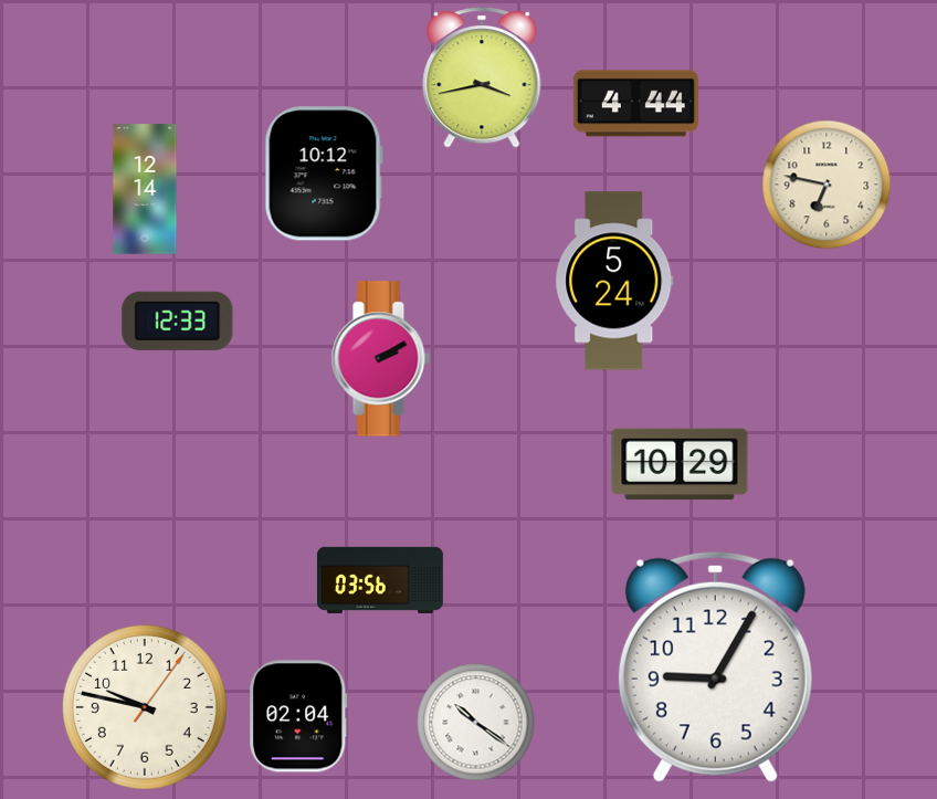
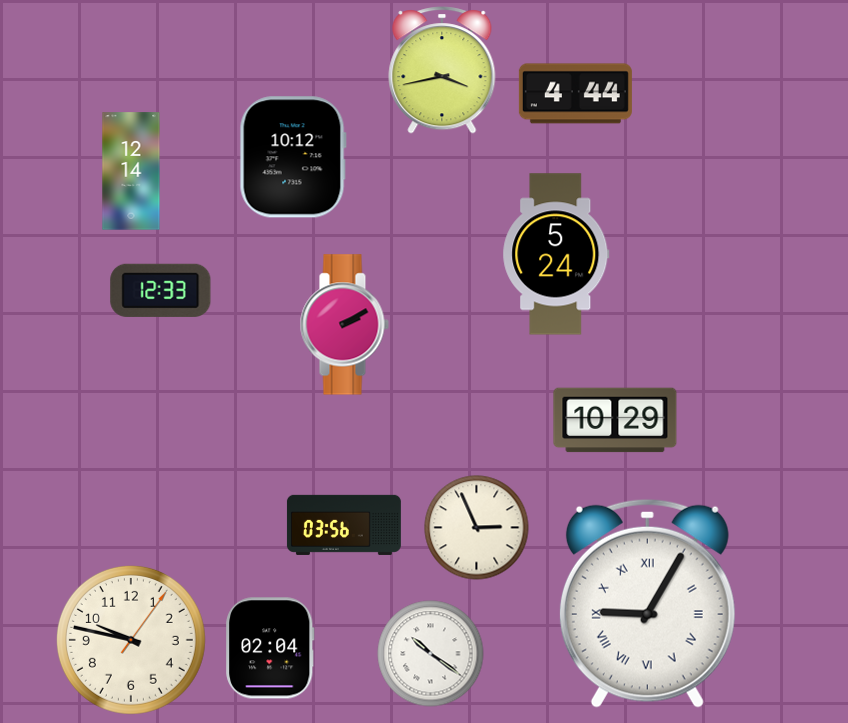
clock at (482, 77) position: (482, 77) -> (442, 70)
clock at (827, 185): 6:47 -> none
clock at (477, 528): none -> 2:56
clock at (715, 666) numerals: Arabic -> Roman
